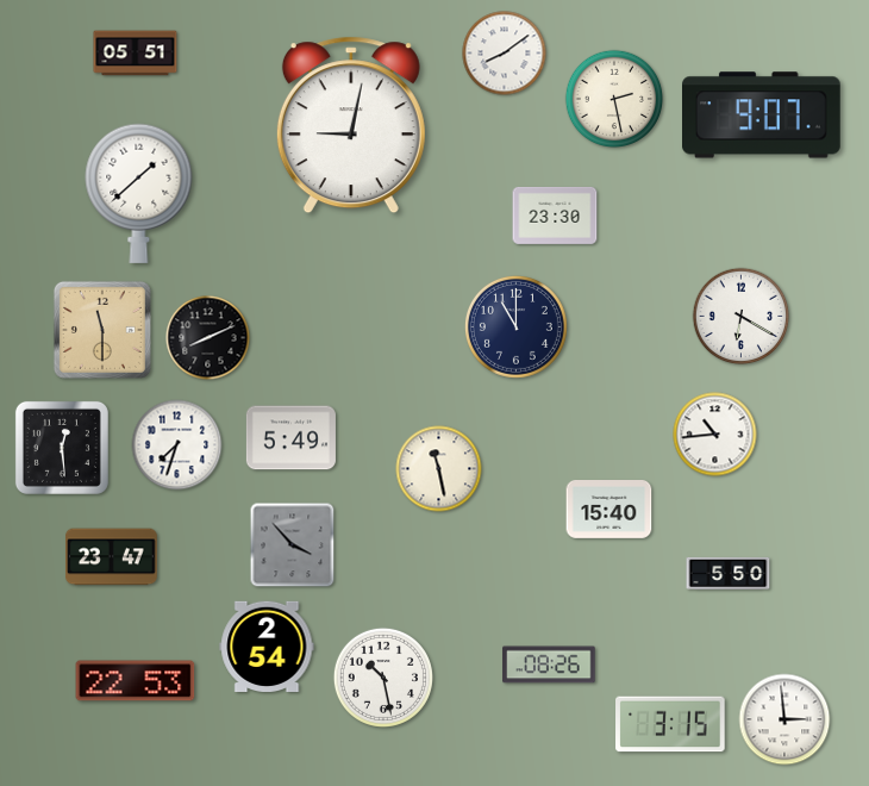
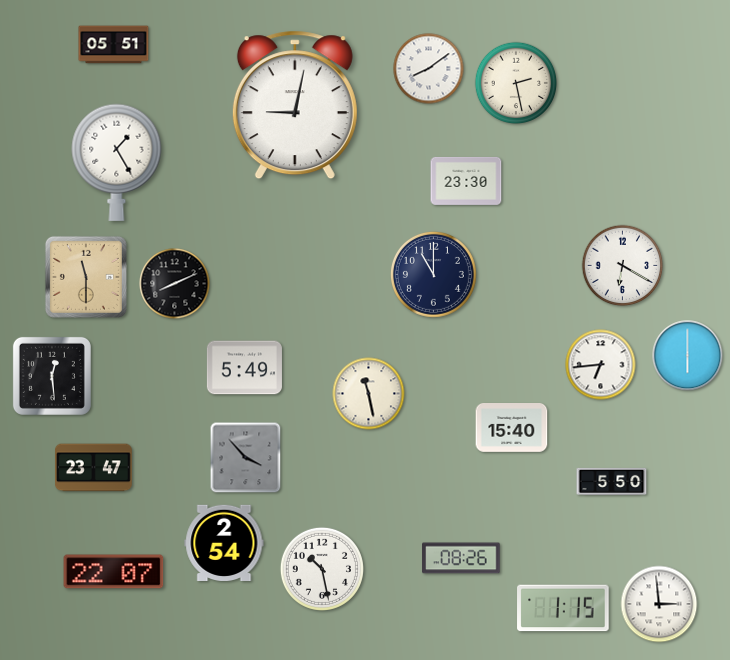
clock at (505, 54) position: (505, 54) -> (429, 69)
clock at (762, 116): 9:07 -> none
clock at (139, 193): 1:38 -> 1:25
clock at (688, 356): none -> 6:00
clock at (715, 435): 10:44 -> 6:44
clock at (177, 445): 7:33 -> none
clock at (136, 681): 22:53 -> 22:07
clock at (670, 724): 3:15 -> 1:15
